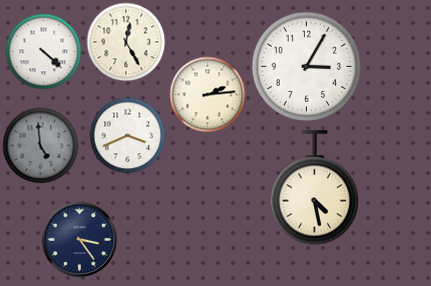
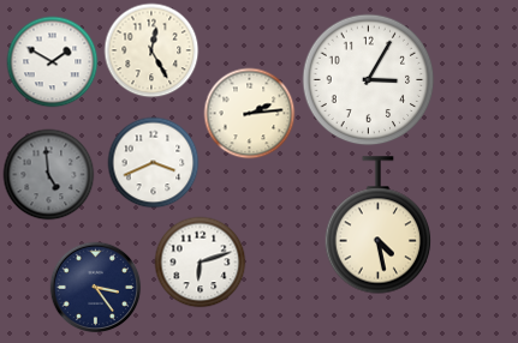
clock at (44, 52): 4:22 -> 1:50
clock at (201, 263): none -> 6:12
